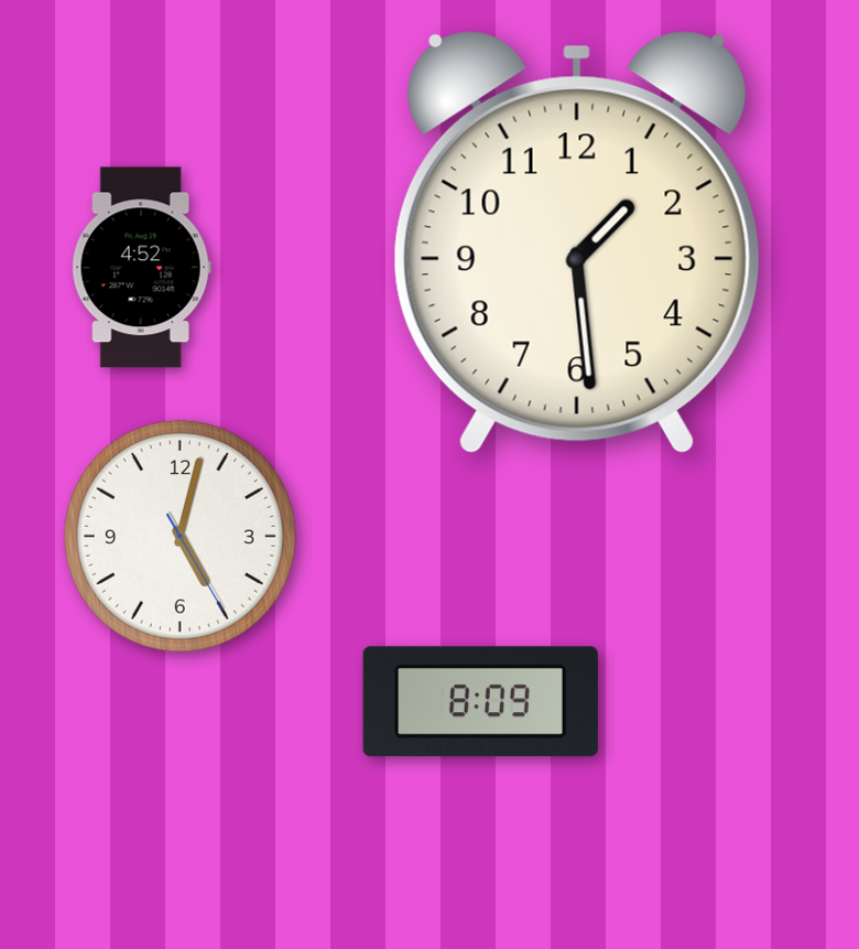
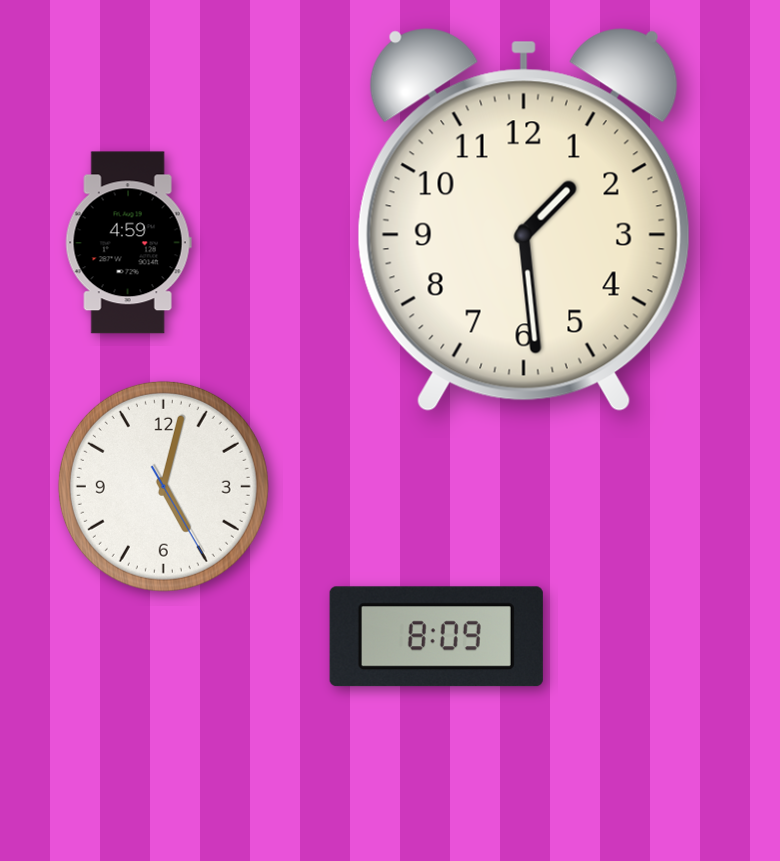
clock at (141, 268): 4:52 -> 4:59
